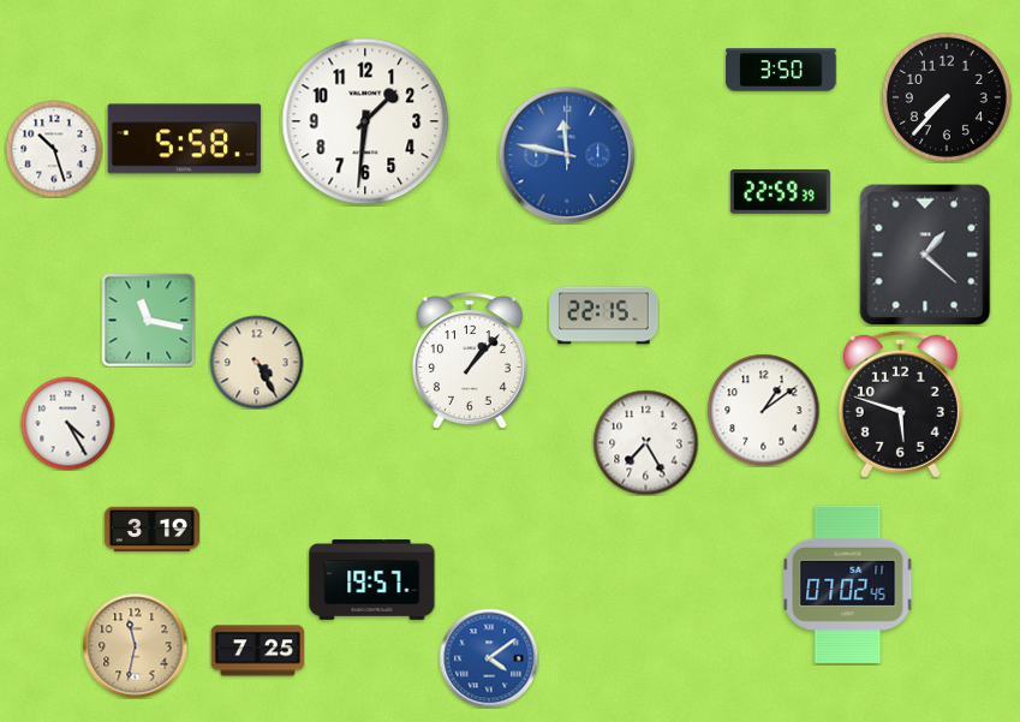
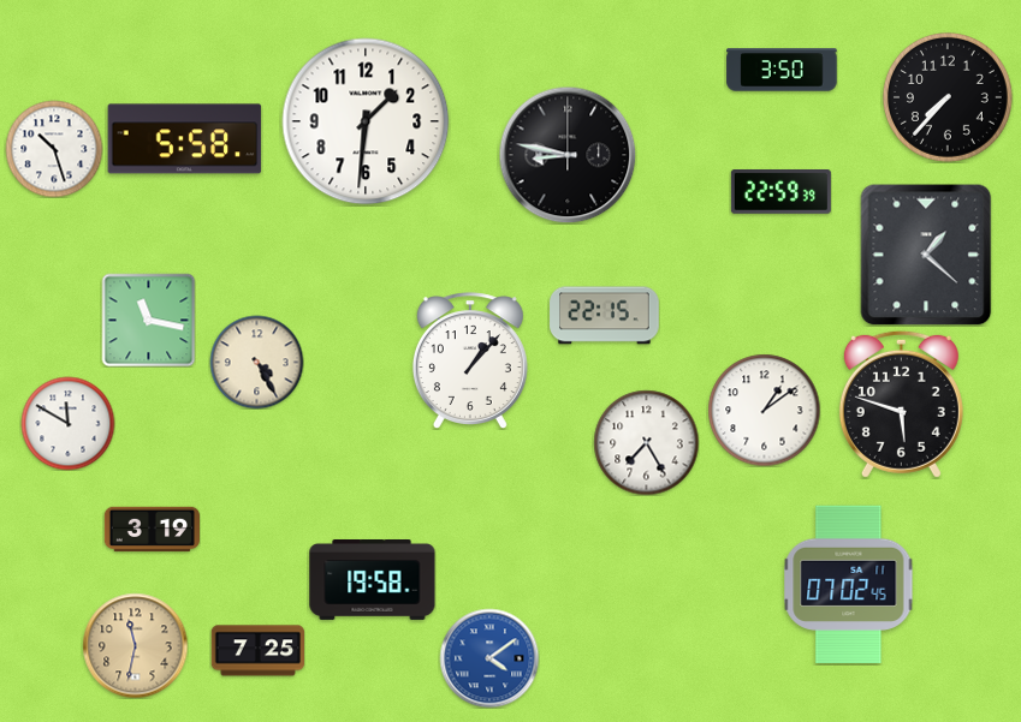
clock at (567, 155): 11:47 -> 8:47
clock at (567, 155) dial: blue -> black
clock at (67, 423): 4:25 -> 11:50
clock at (372, 580): 19:57 -> 19:58
